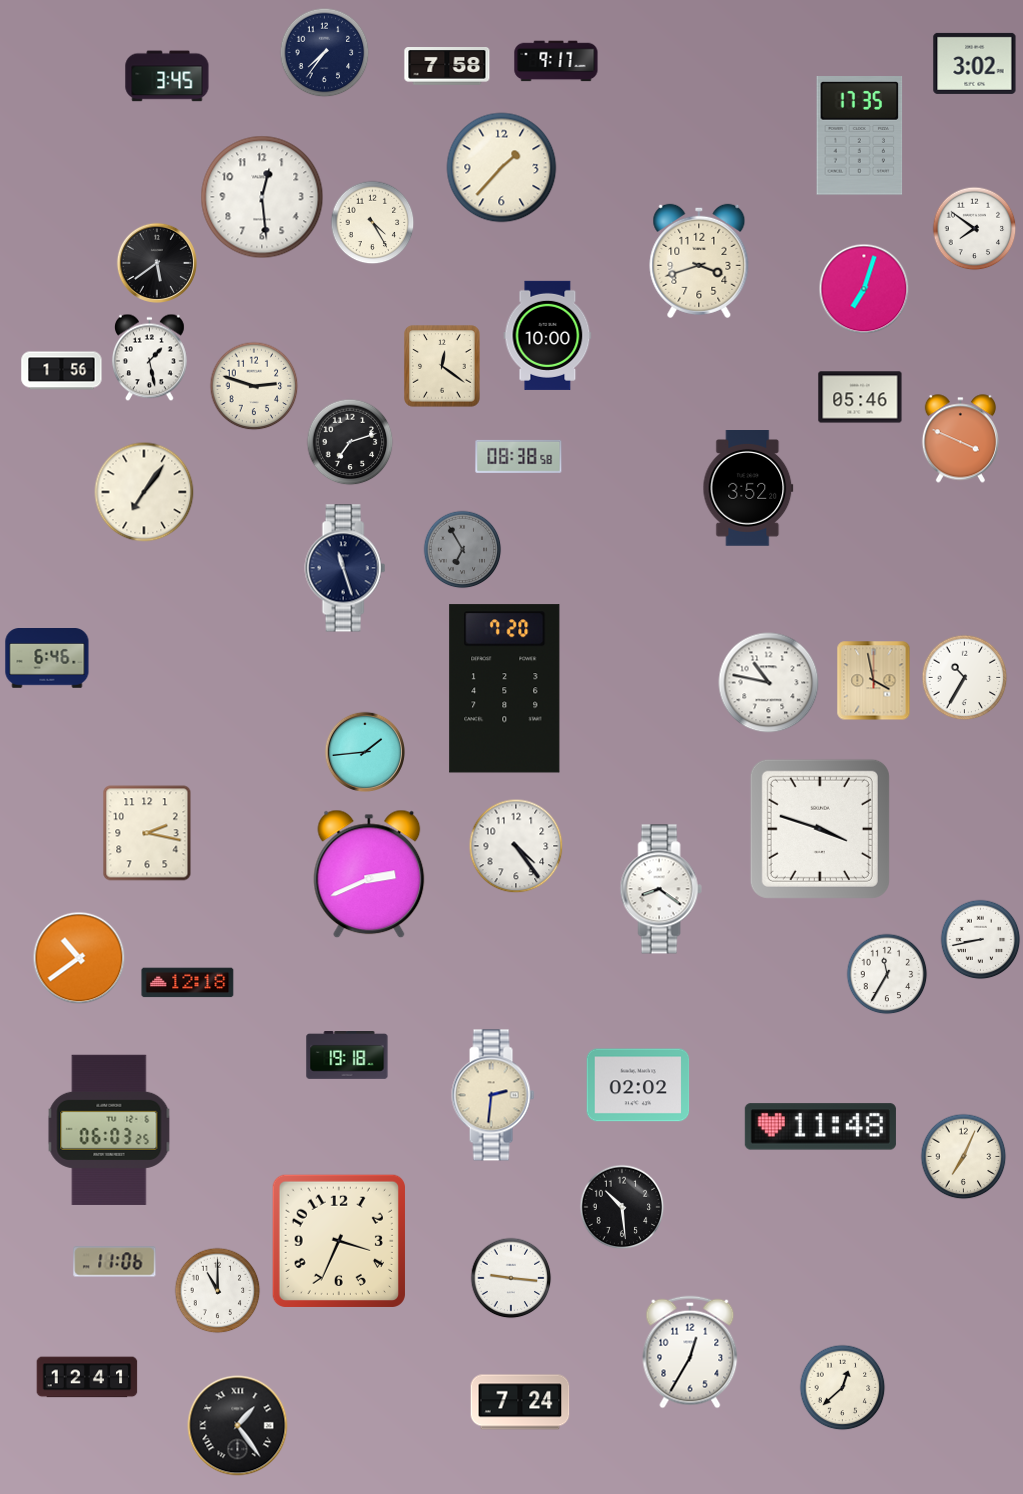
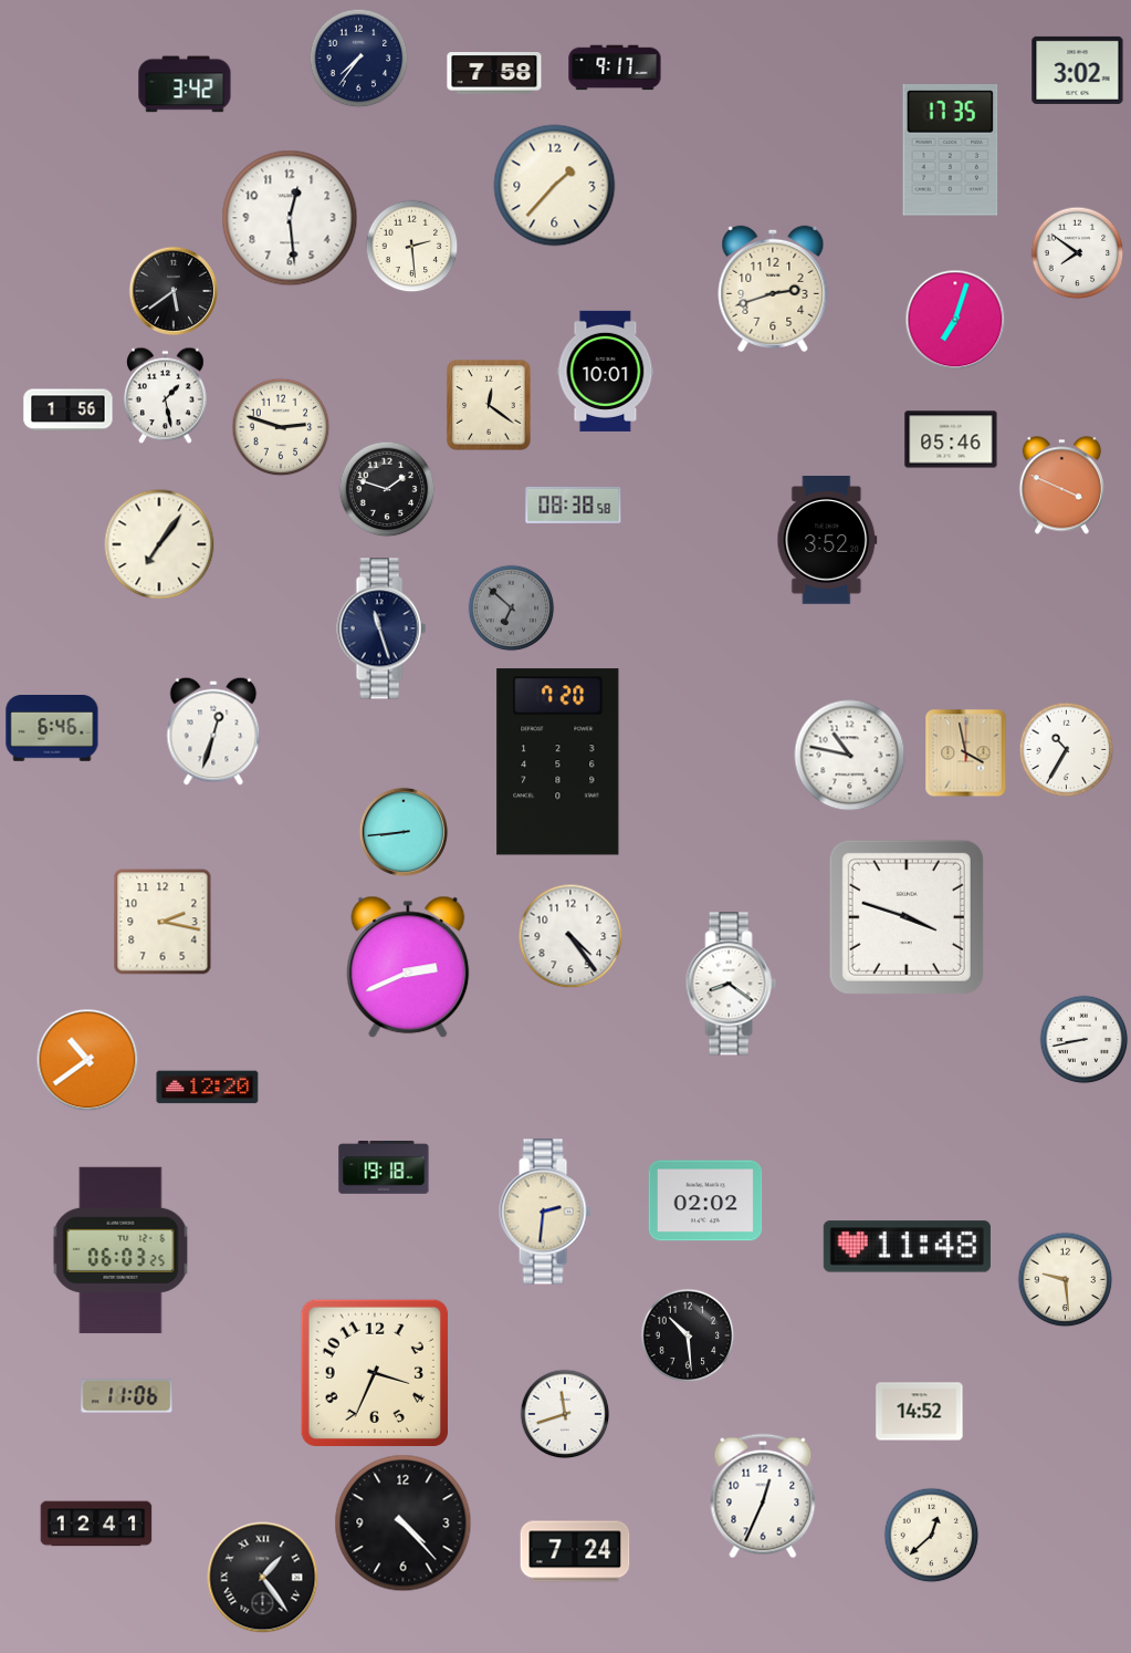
clock at (167, 76): 3:45 -> 3:42
clock at (372, 222): 4:25 -> 2:29
clock at (699, 261): 3:42 -> 2:42
clock at (548, 335): 10:00 -> 10:01
clock at (350, 442): 7:12 -> 1:48
clock at (462, 549): 6:55 -> 6:52
clock at (213, 731): none -> 12:33
clock at (365, 752): 1:44 -> 8:44
clock at (887, 974): 11:35 -> none
clock at (188, 983): 12:18 -> 12:20
clock at (963, 1156): 7:04 -> 9:29
clock at (920, 1412): none -> 14:52
clock at (511, 1278): 9:16 -> 11:42
clock at (217, 1290): 11:00 -> none
clock at (690, 1352): 12:35 -> 12:34
clock at (404, 1524): none -> 4:23
